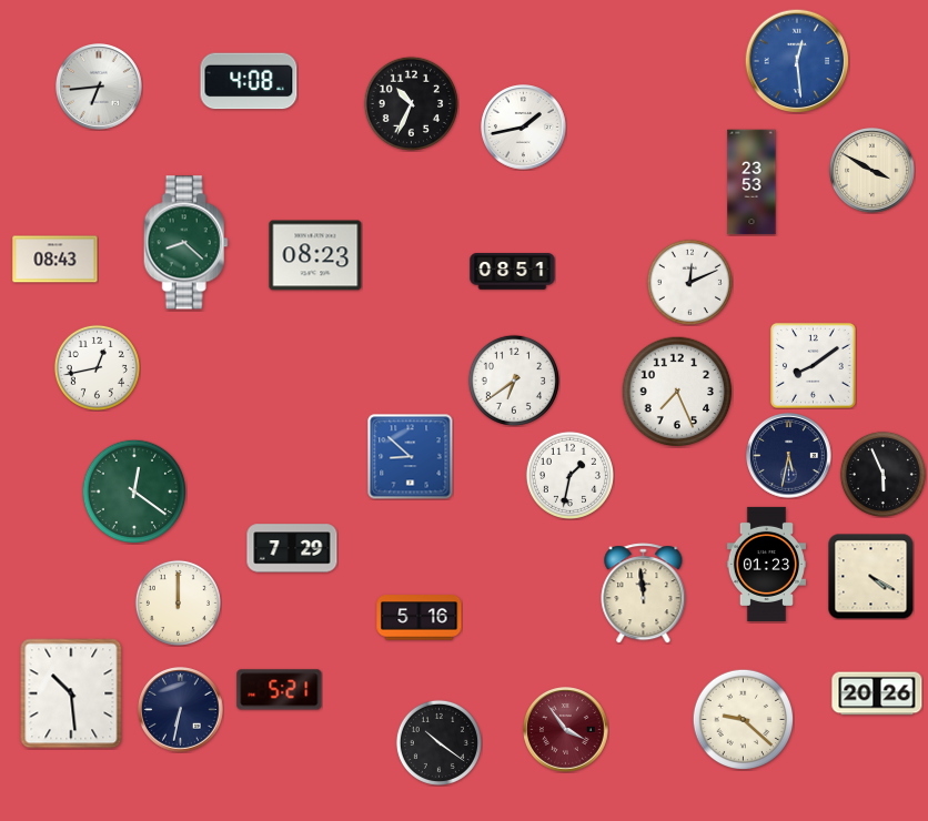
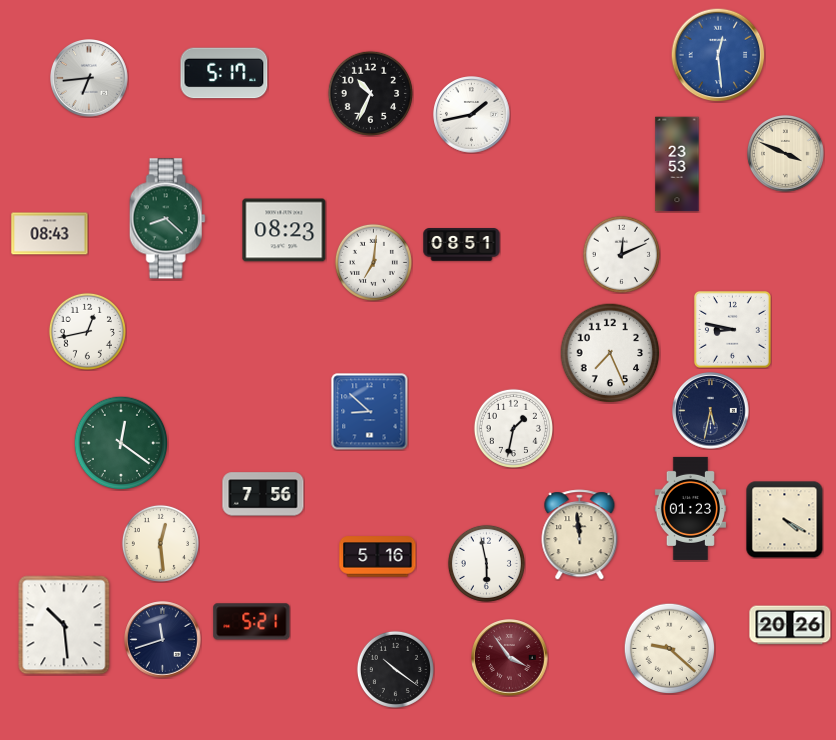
clock at (249, 81): 4:08 -> 5:17
clock at (872, 171): 3:50 -> 3:49
clock at (373, 262): none -> 7:01
clock at (813, 365): 8:09 -> 8:47
clock at (514, 381): 6:39 -> none
clock at (882, 474): 5:56 -> none
clock at (292, 548): 7:29 -> 7:56
clock at (178, 602): 12:00 -> 12:29
clock at (486, 563): none -> 5:58
clock at (181, 710): 6:32 -> 11:42
